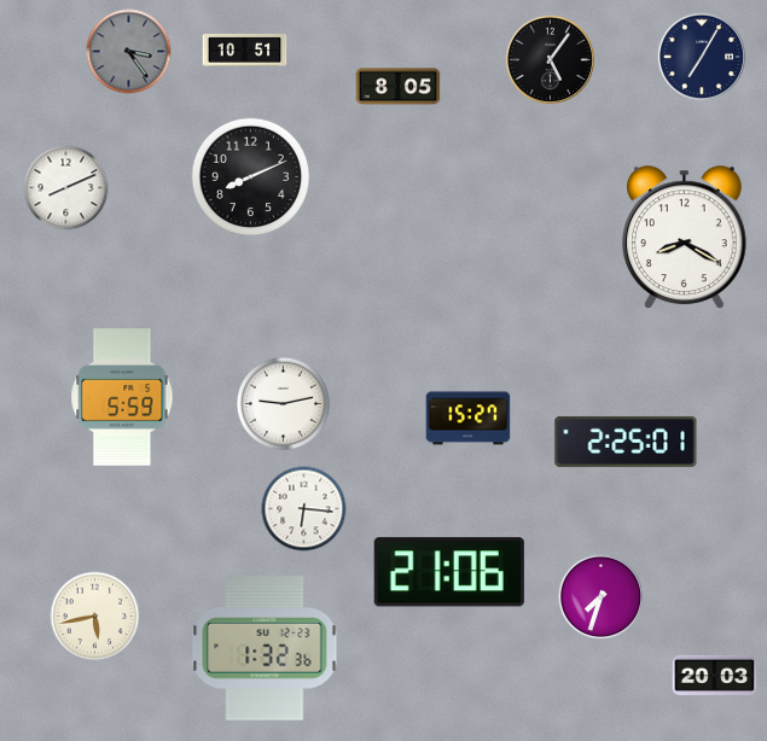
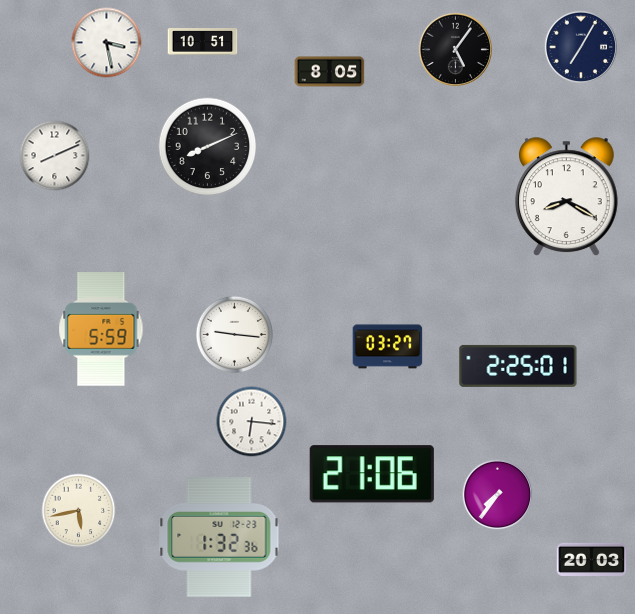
clock at (129, 52): 3:24 -> 3:28
clock at (129, 52) dial: grey -> white
clock at (283, 403): 9:13 -> 9:16
clock at (469, 419): 15:27 -> 03:27
clock at (602, 597): 7:33 -> 7:36
